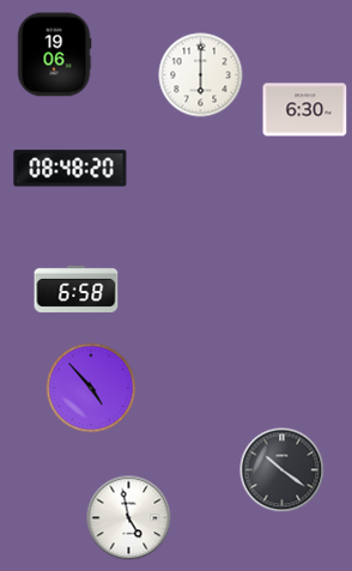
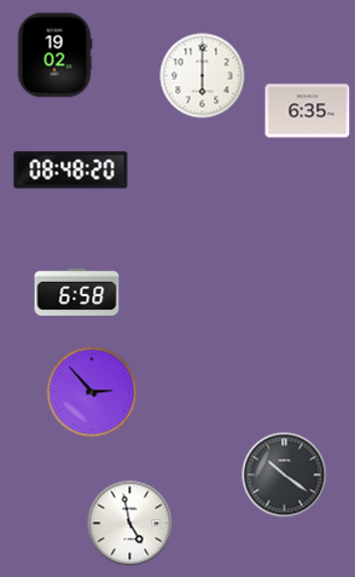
clock at (54, 55): 19:06 -> 19:02
clock at (305, 110): 6:30 -> 6:35
clock at (91, 388): 4:53 -> 2:53
